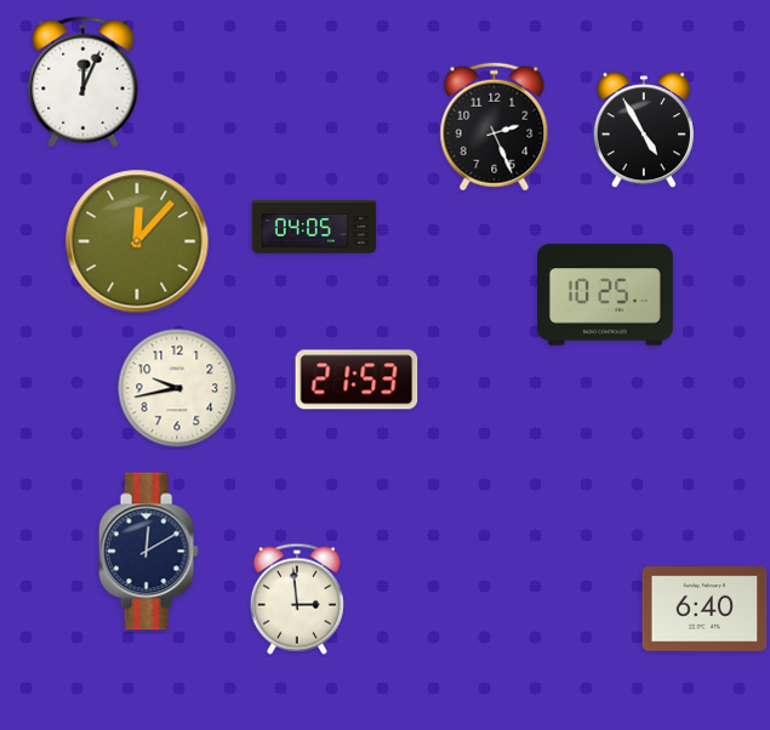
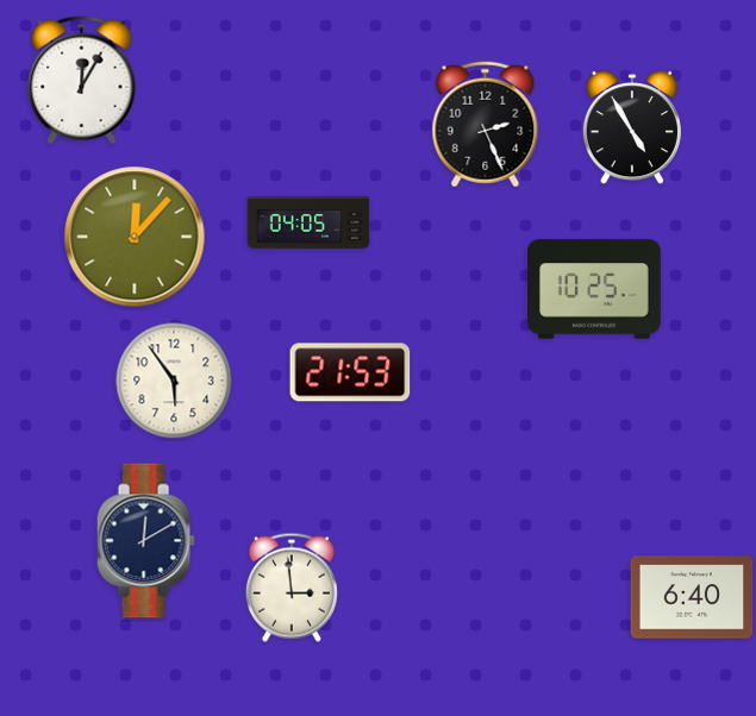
clock at (84, 82): 12:04 -> 12:05
clock at (177, 388): 9:43 -> 5:54
